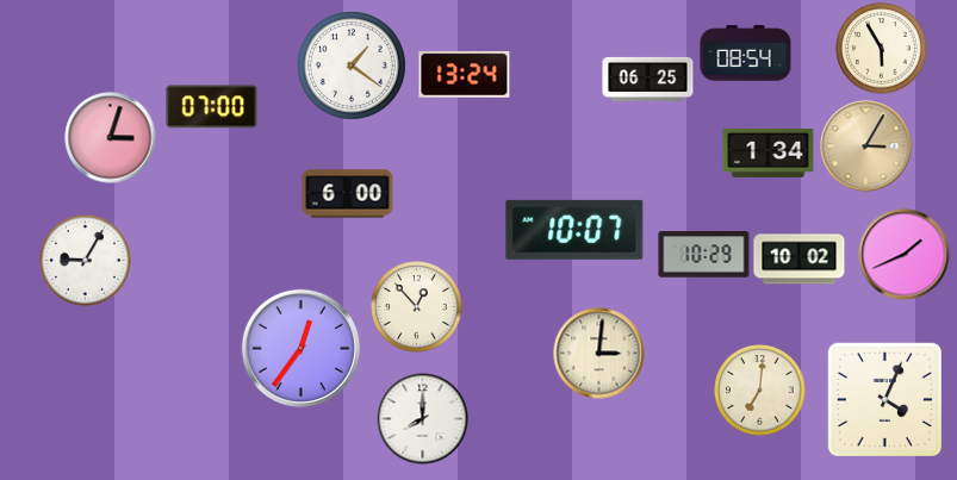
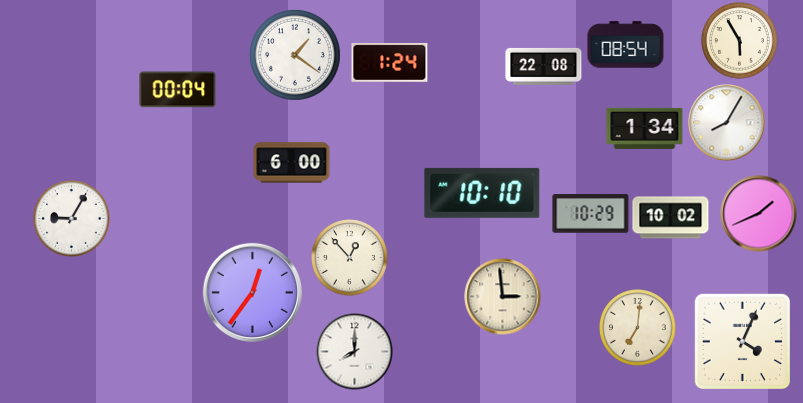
clock at (465, 74): 13:24 -> 1:24
clock at (648, 79): 06:25 -> 22:08
clock at (212, 107): 07:00 -> 00:04
clock at (111, 138): 3:03 -> none
clock at (866, 147): 3:05 -> 8:05
clock at (866, 147) dial: champagne -> white
clock at (574, 230): 10:07 -> 10:10
clock at (599, 354): 3:01 -> 2:59
clock at (884, 399) position: (884, 399) -> (742, 341)
